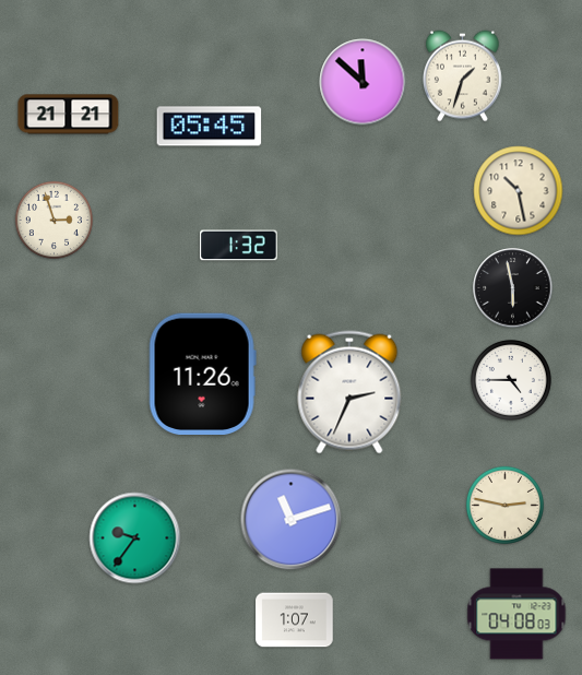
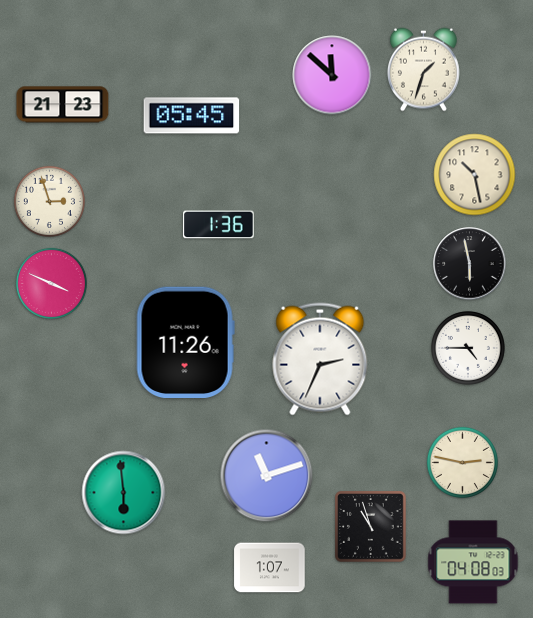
clock at (69, 115): 21:21 -> 21:23
clock at (239, 246): 1:32 -> 1:36
clock at (51, 283): none -> 3:49
clock at (135, 538): 9:36 -> 5:59
clock at (371, 527): none -> 10:57
